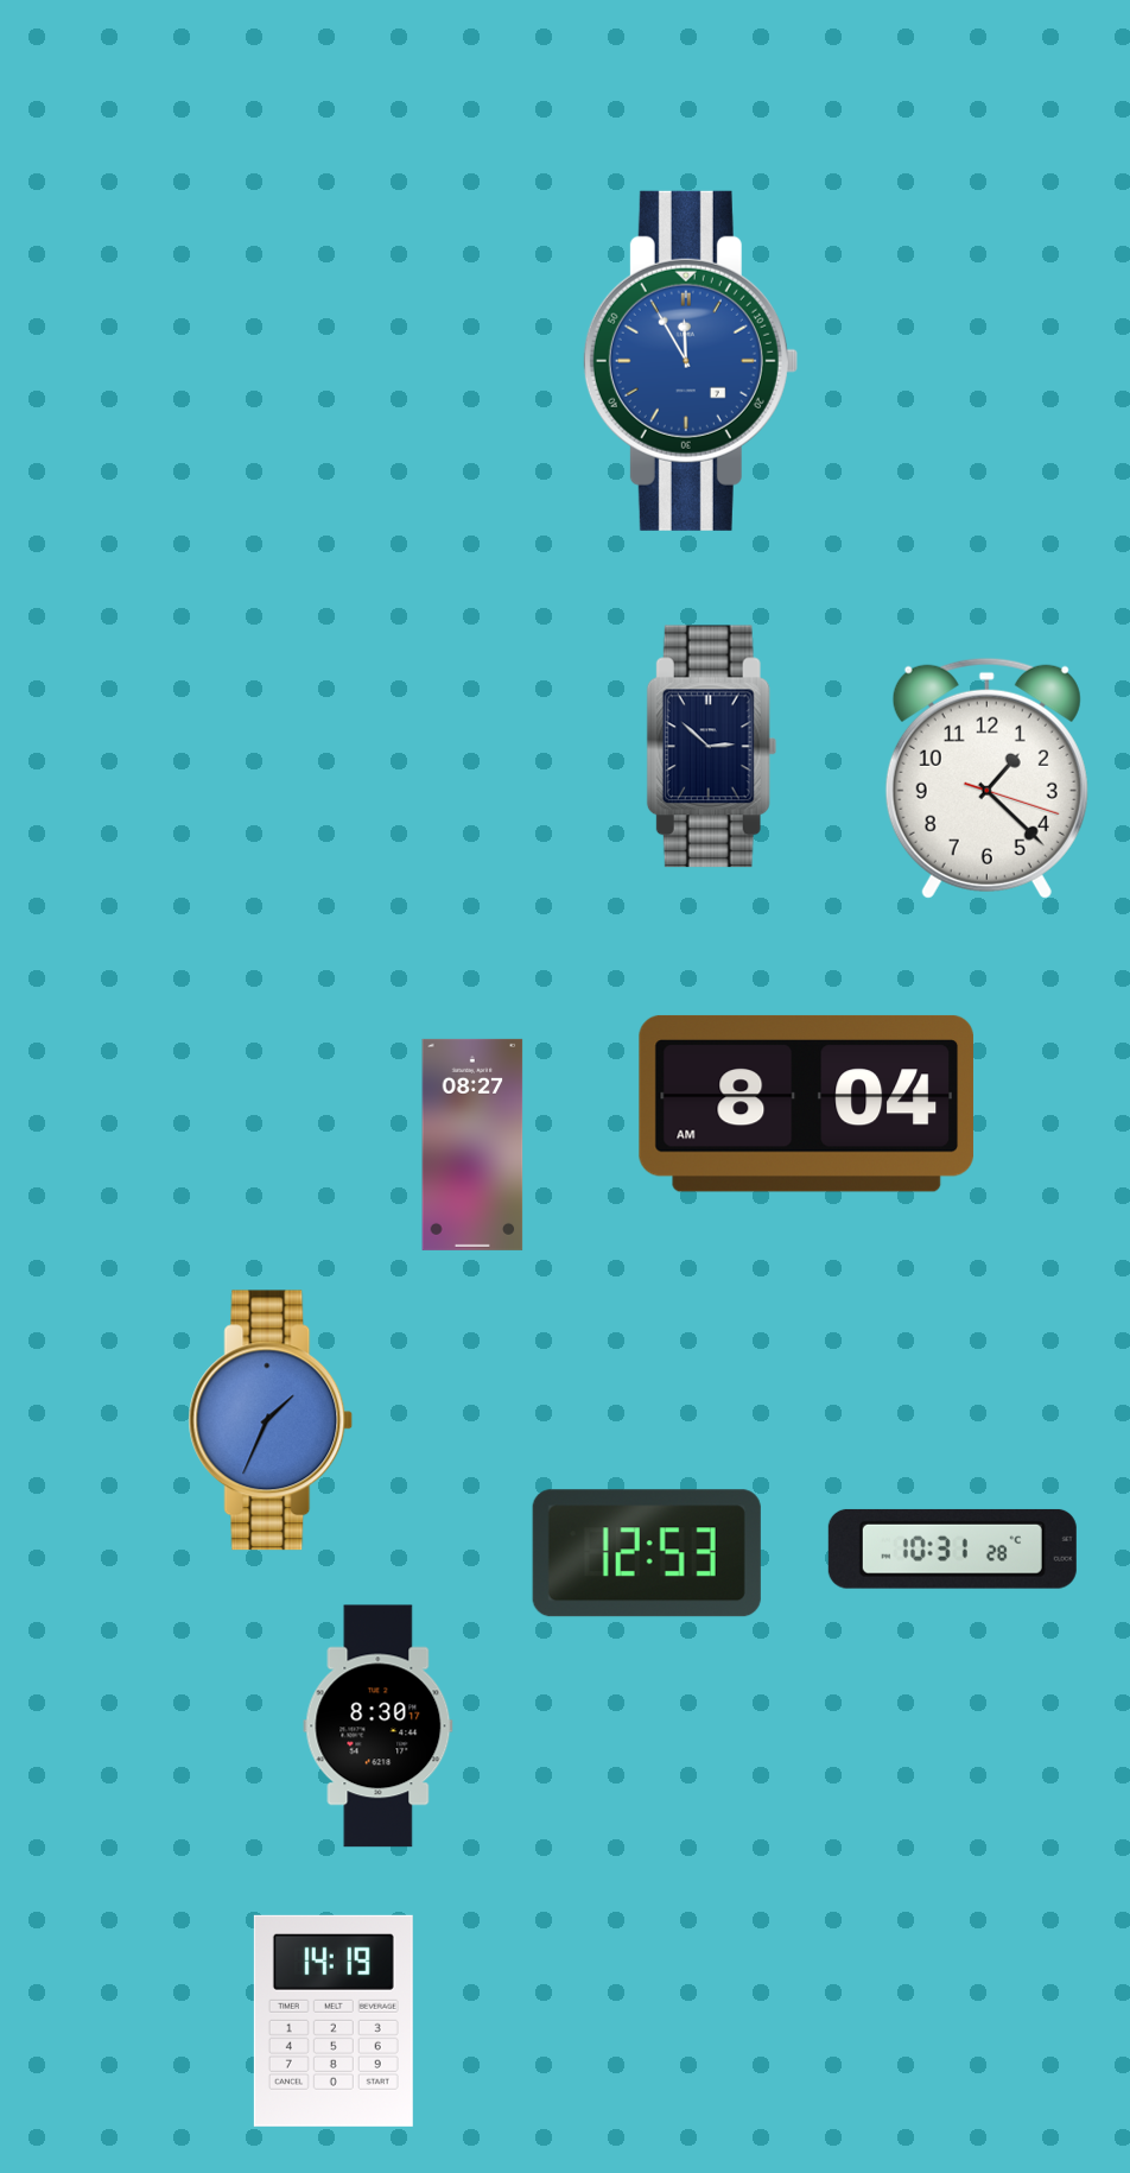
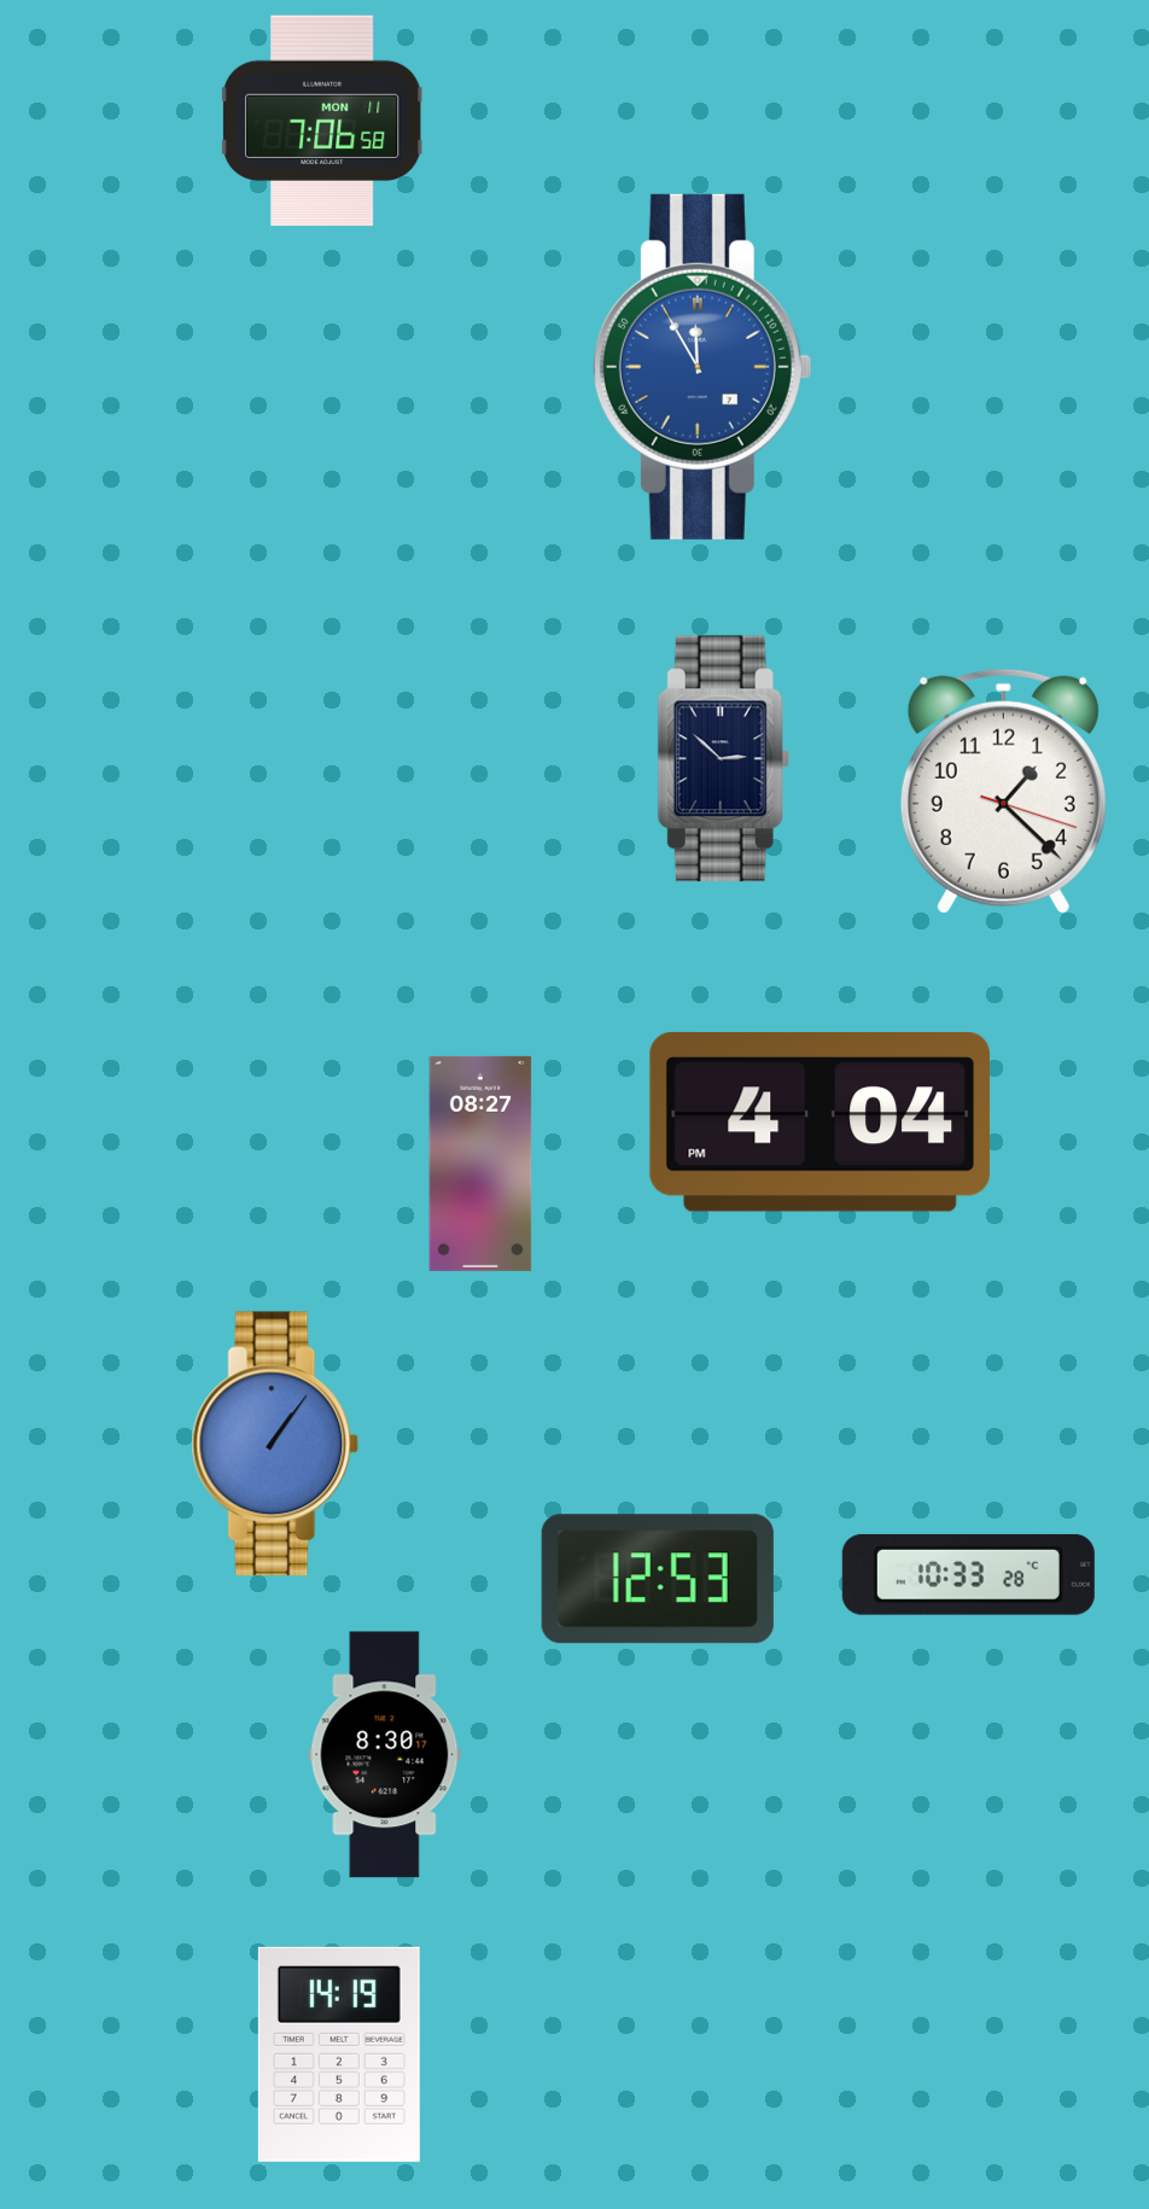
clock at (322, 121): none -> 7:06
clock at (806, 1103): 8:04 -> 4:04
clock at (271, 1420): 1:34 -> 1:06
clock at (952, 1548): 10:31 -> 10:33
